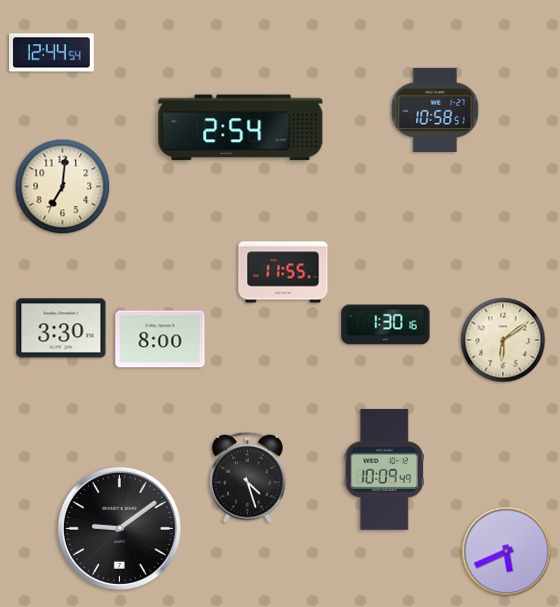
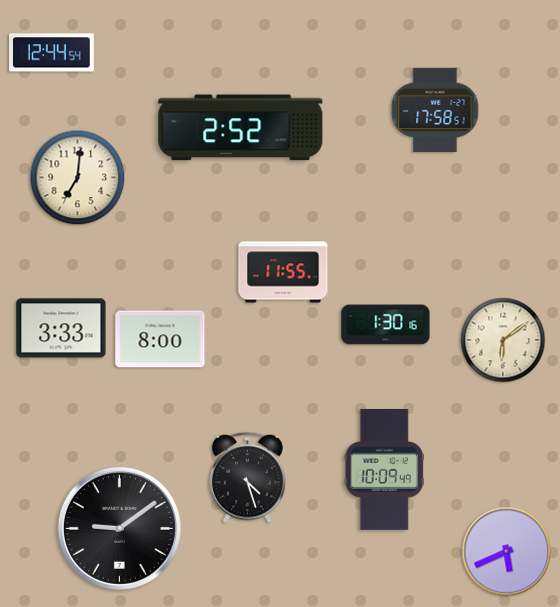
clock at (435, 110): 10:58 -> 17:58
clock at (241, 128): 2:54 -> 2:52
clock at (63, 187) position: (63, 187) -> (78, 178)
clock at (61, 328): 3:30 -> 3:33
